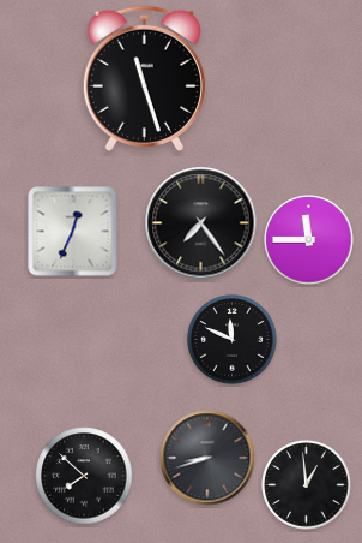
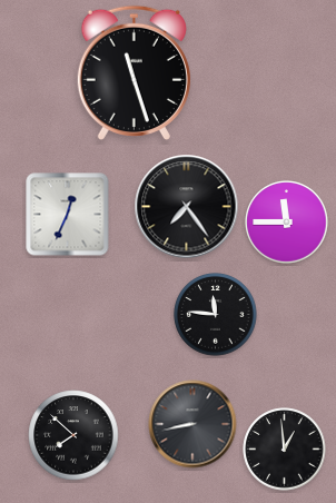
clock at (233, 340): 11:49 -> 11:46
clock at (207, 458): 8:42 -> 8:43
clock at (84, 476) position: (84, 476) -> (73, 435)
